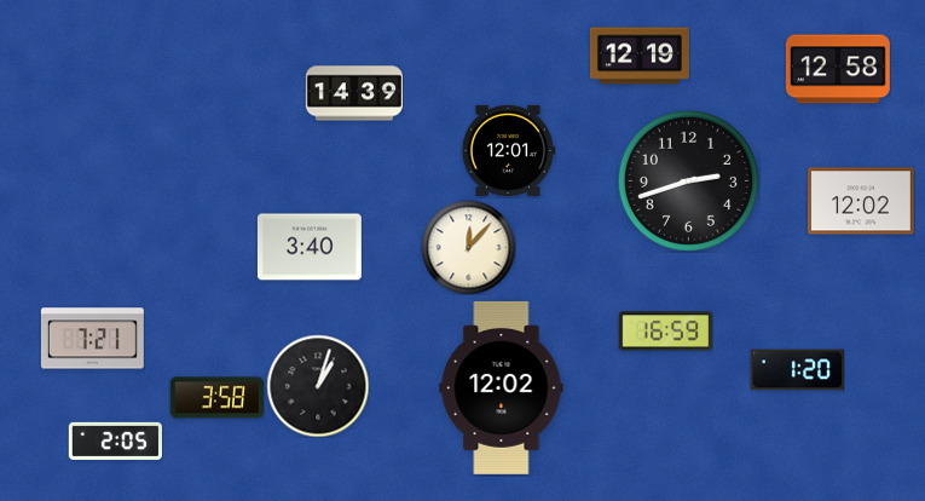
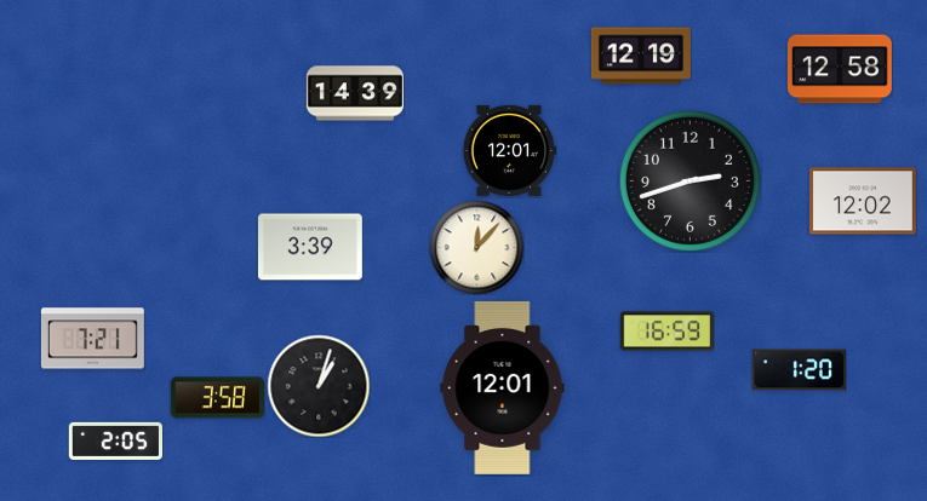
clock at (310, 247): 3:40 -> 3:39
clock at (468, 247) position: (468, 247) -> (476, 247)
clock at (502, 387): 12:02 -> 12:01
